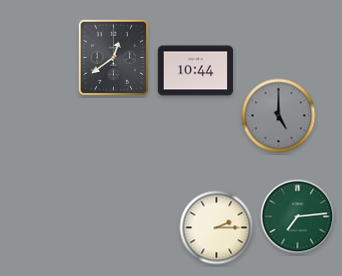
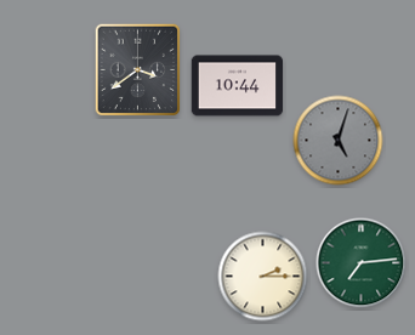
clock at (114, 58): 12:39 -> 3:39
clock at (279, 116): 5:00 -> 5:03
